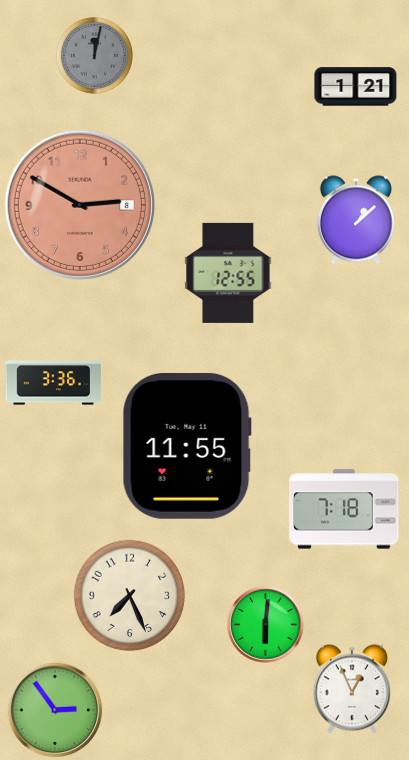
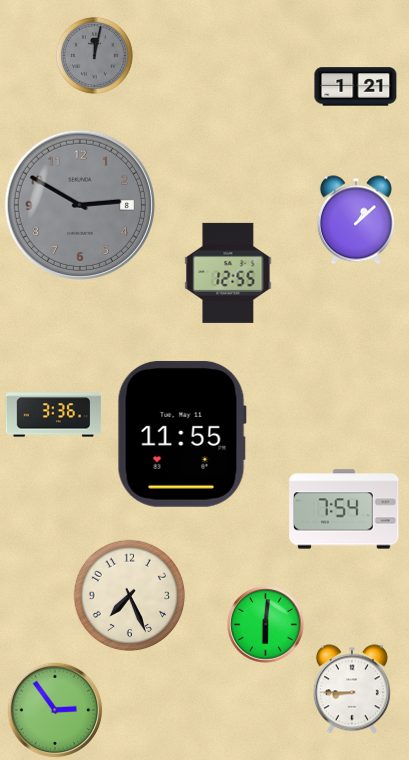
clock at (80, 205) dial: salmon -> grey
clock at (54, 383) position: (54, 383) -> (54, 415)
clock at (187, 446) position: (187, 446) -> (182, 434)
clock at (344, 509): 7:18 -> 7:54
clock at (352, 689): 12:56 -> 8:45
